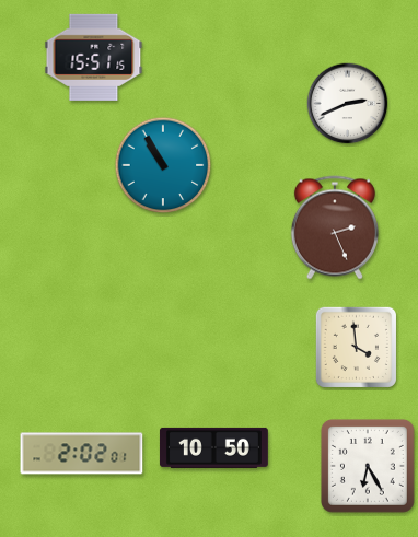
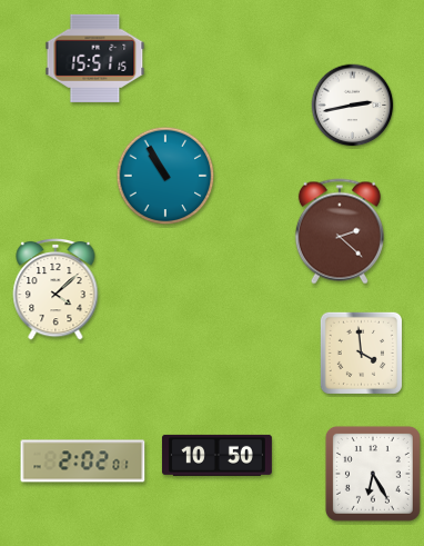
clock at (348, 104): 2:41 -> 2:43
clock at (163, 165) position: (163, 165) -> (165, 176)
clock at (335, 227): 2:26 -> 2:22
clock at (55, 289): none -> 4:08
